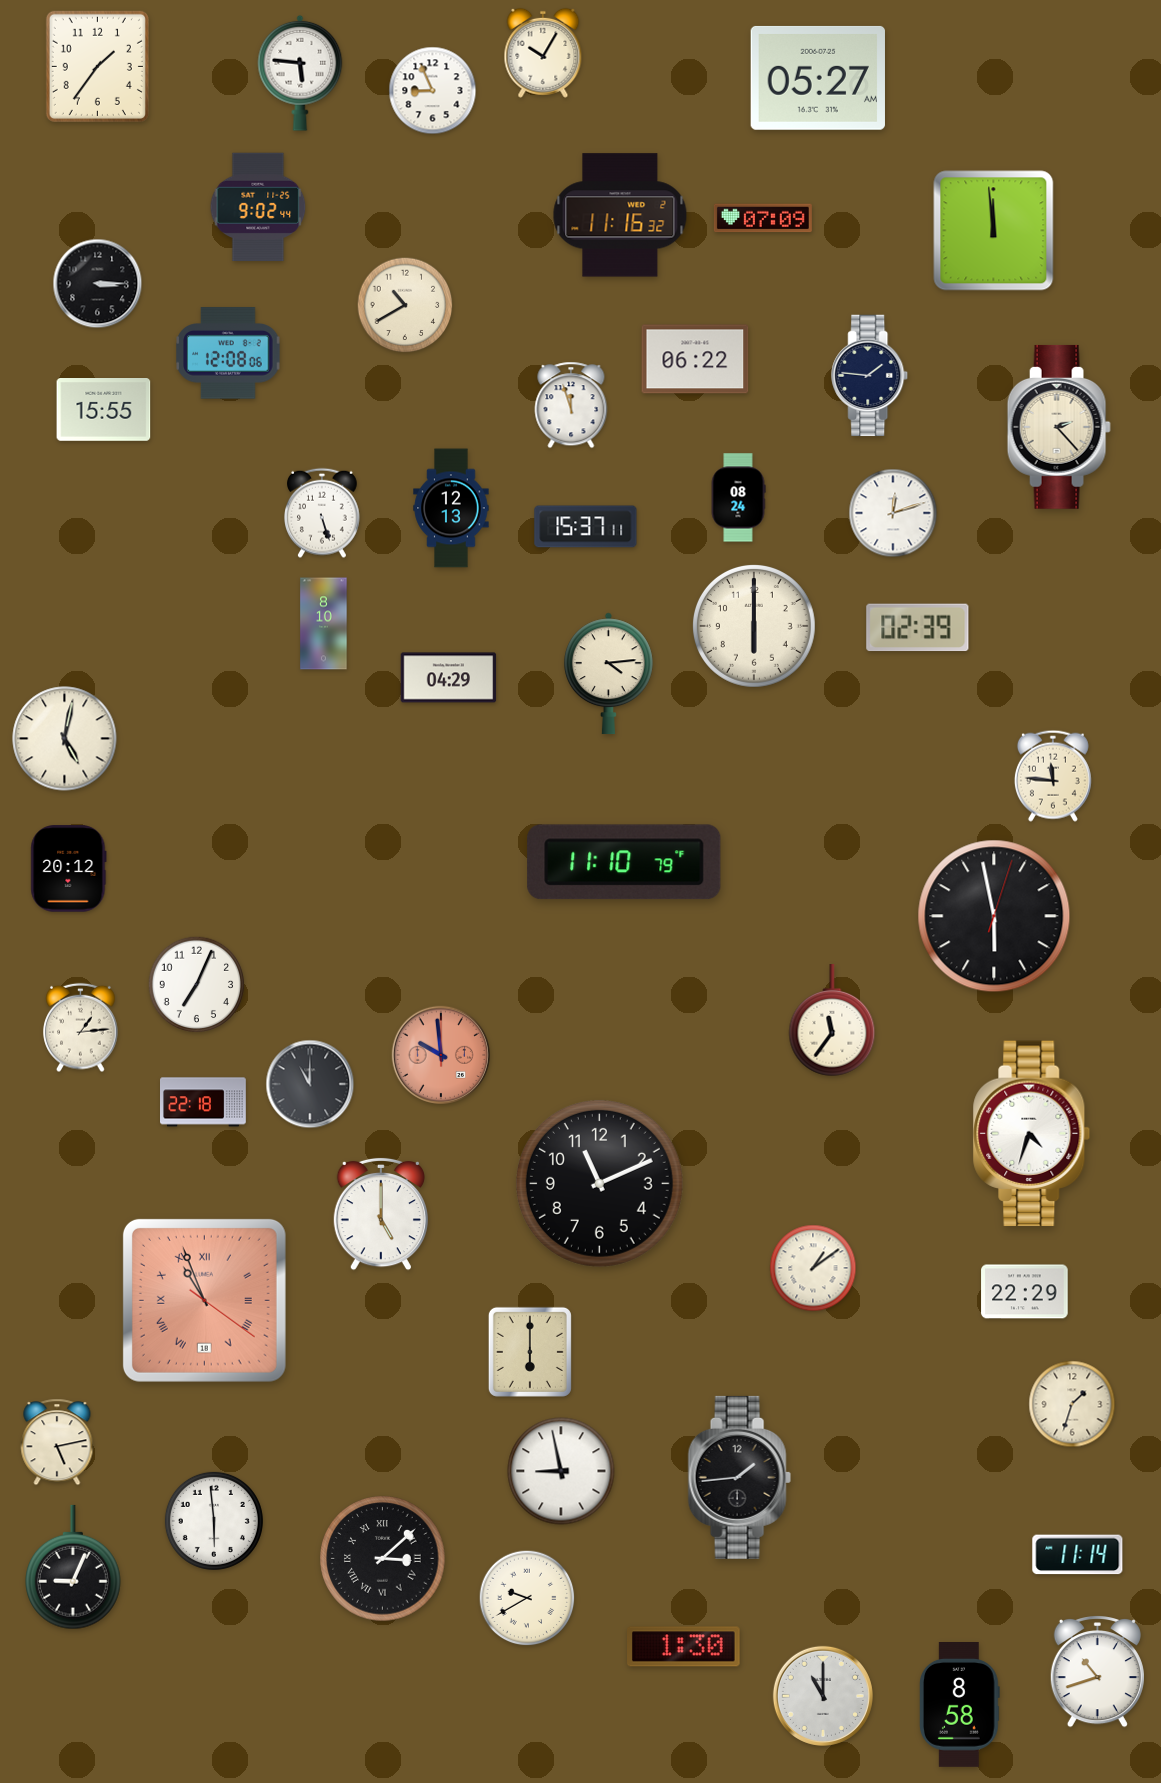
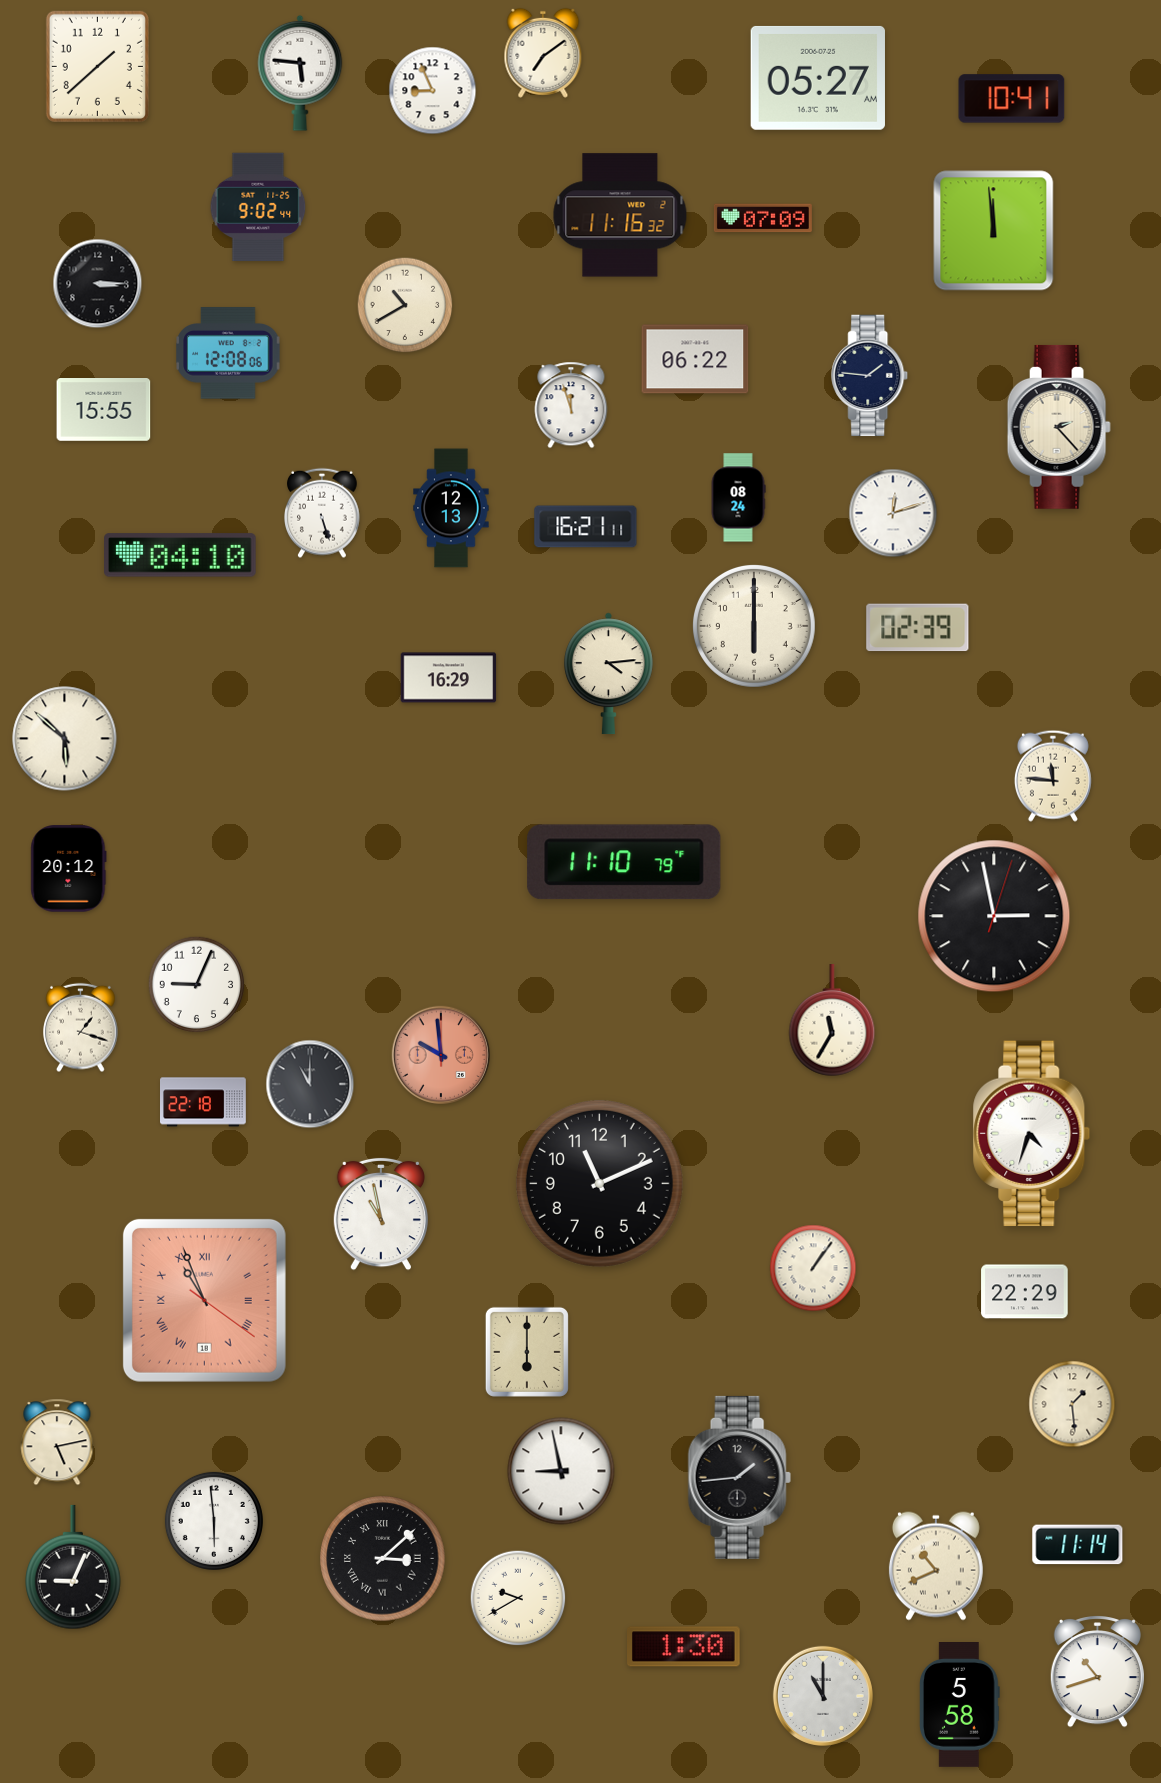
clock at (543, 53): 10:05 -> 7:09
clock at (97, 66): 1:36 -> 1:38
clock at (1012, 99): none -> 10:41
clock at (586, 527): 15:37 -> 16:21
clock at (180, 555): none -> 04:10
clock at (324, 624): 8:10 -> none
clock at (449, 678): 04:29 -> 16:29
clock at (65, 739): 5:02 -> 5:52
clock at (994, 916): 5:58 -> 2:58
clock at (197, 985): 7:04 -> 9:04
clock at (832, 1021): 11:36 -> 11:35
clock at (81, 1028): 1:14 -> 1:18
clock at (380, 1214): 5:00 -> 10:58
clock at (813, 1268): 1:09 -> 1:06
clock at (530, 1352) position: (530, 1352) -> (527, 1352)
clock at (1072, 1404): 1:33 -> 1:29
clock at (1078, 1555) position: (1078, 1555) -> (1078, 1545)
clock at (936, 1566): none -> 10:41
clock at (527, 1598) position: (527, 1598) -> (518, 1598)
clock at (959, 1705): 8:58 -> 5:58
